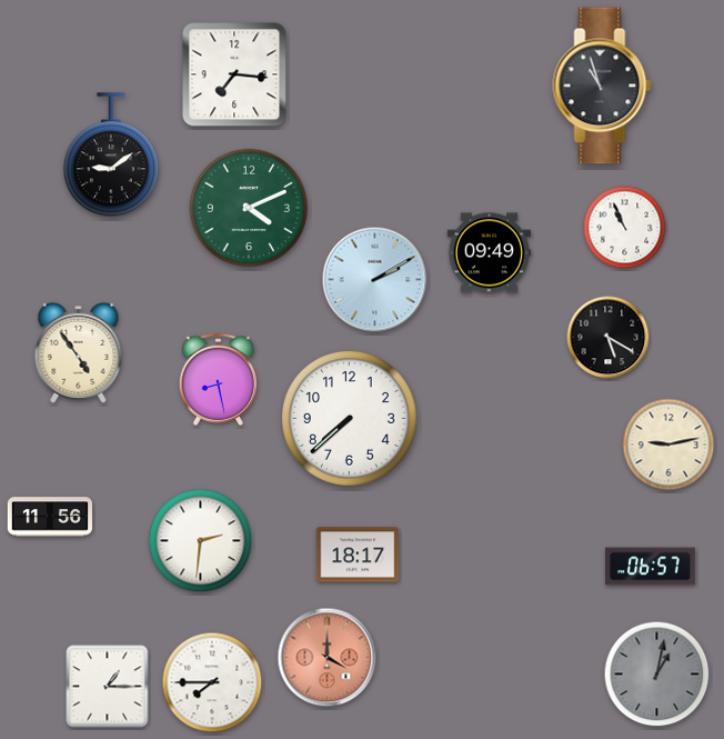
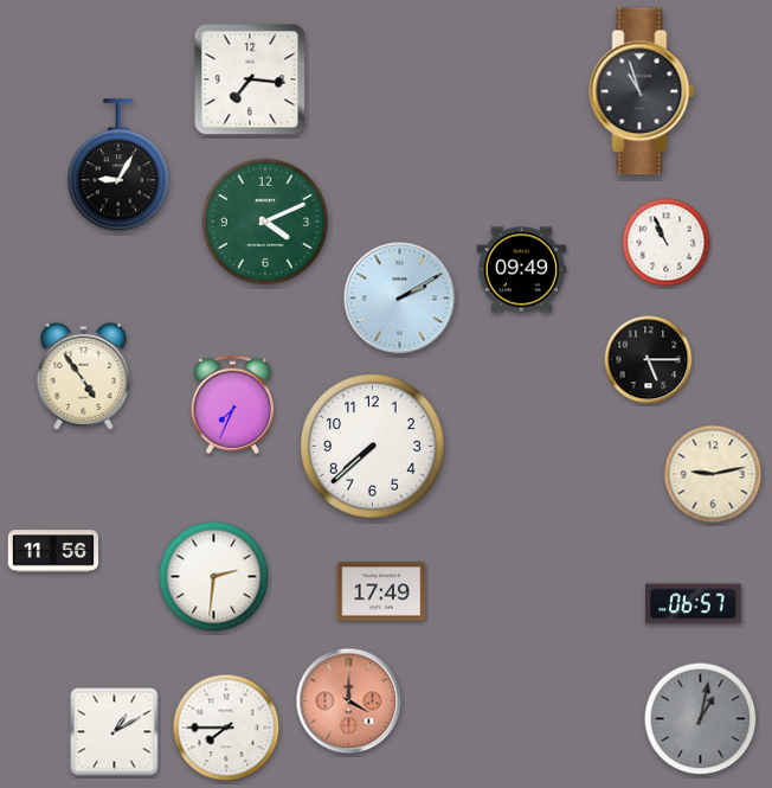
clock at (111, 156): 9:09 -> 9:05
clock at (609, 338): 5:20 -> 5:15
clock at (218, 379): 8:28 -> 7:34
clock at (358, 555): 18:17 -> 17:49
clock at (108, 687): 1:15 -> 1:10
